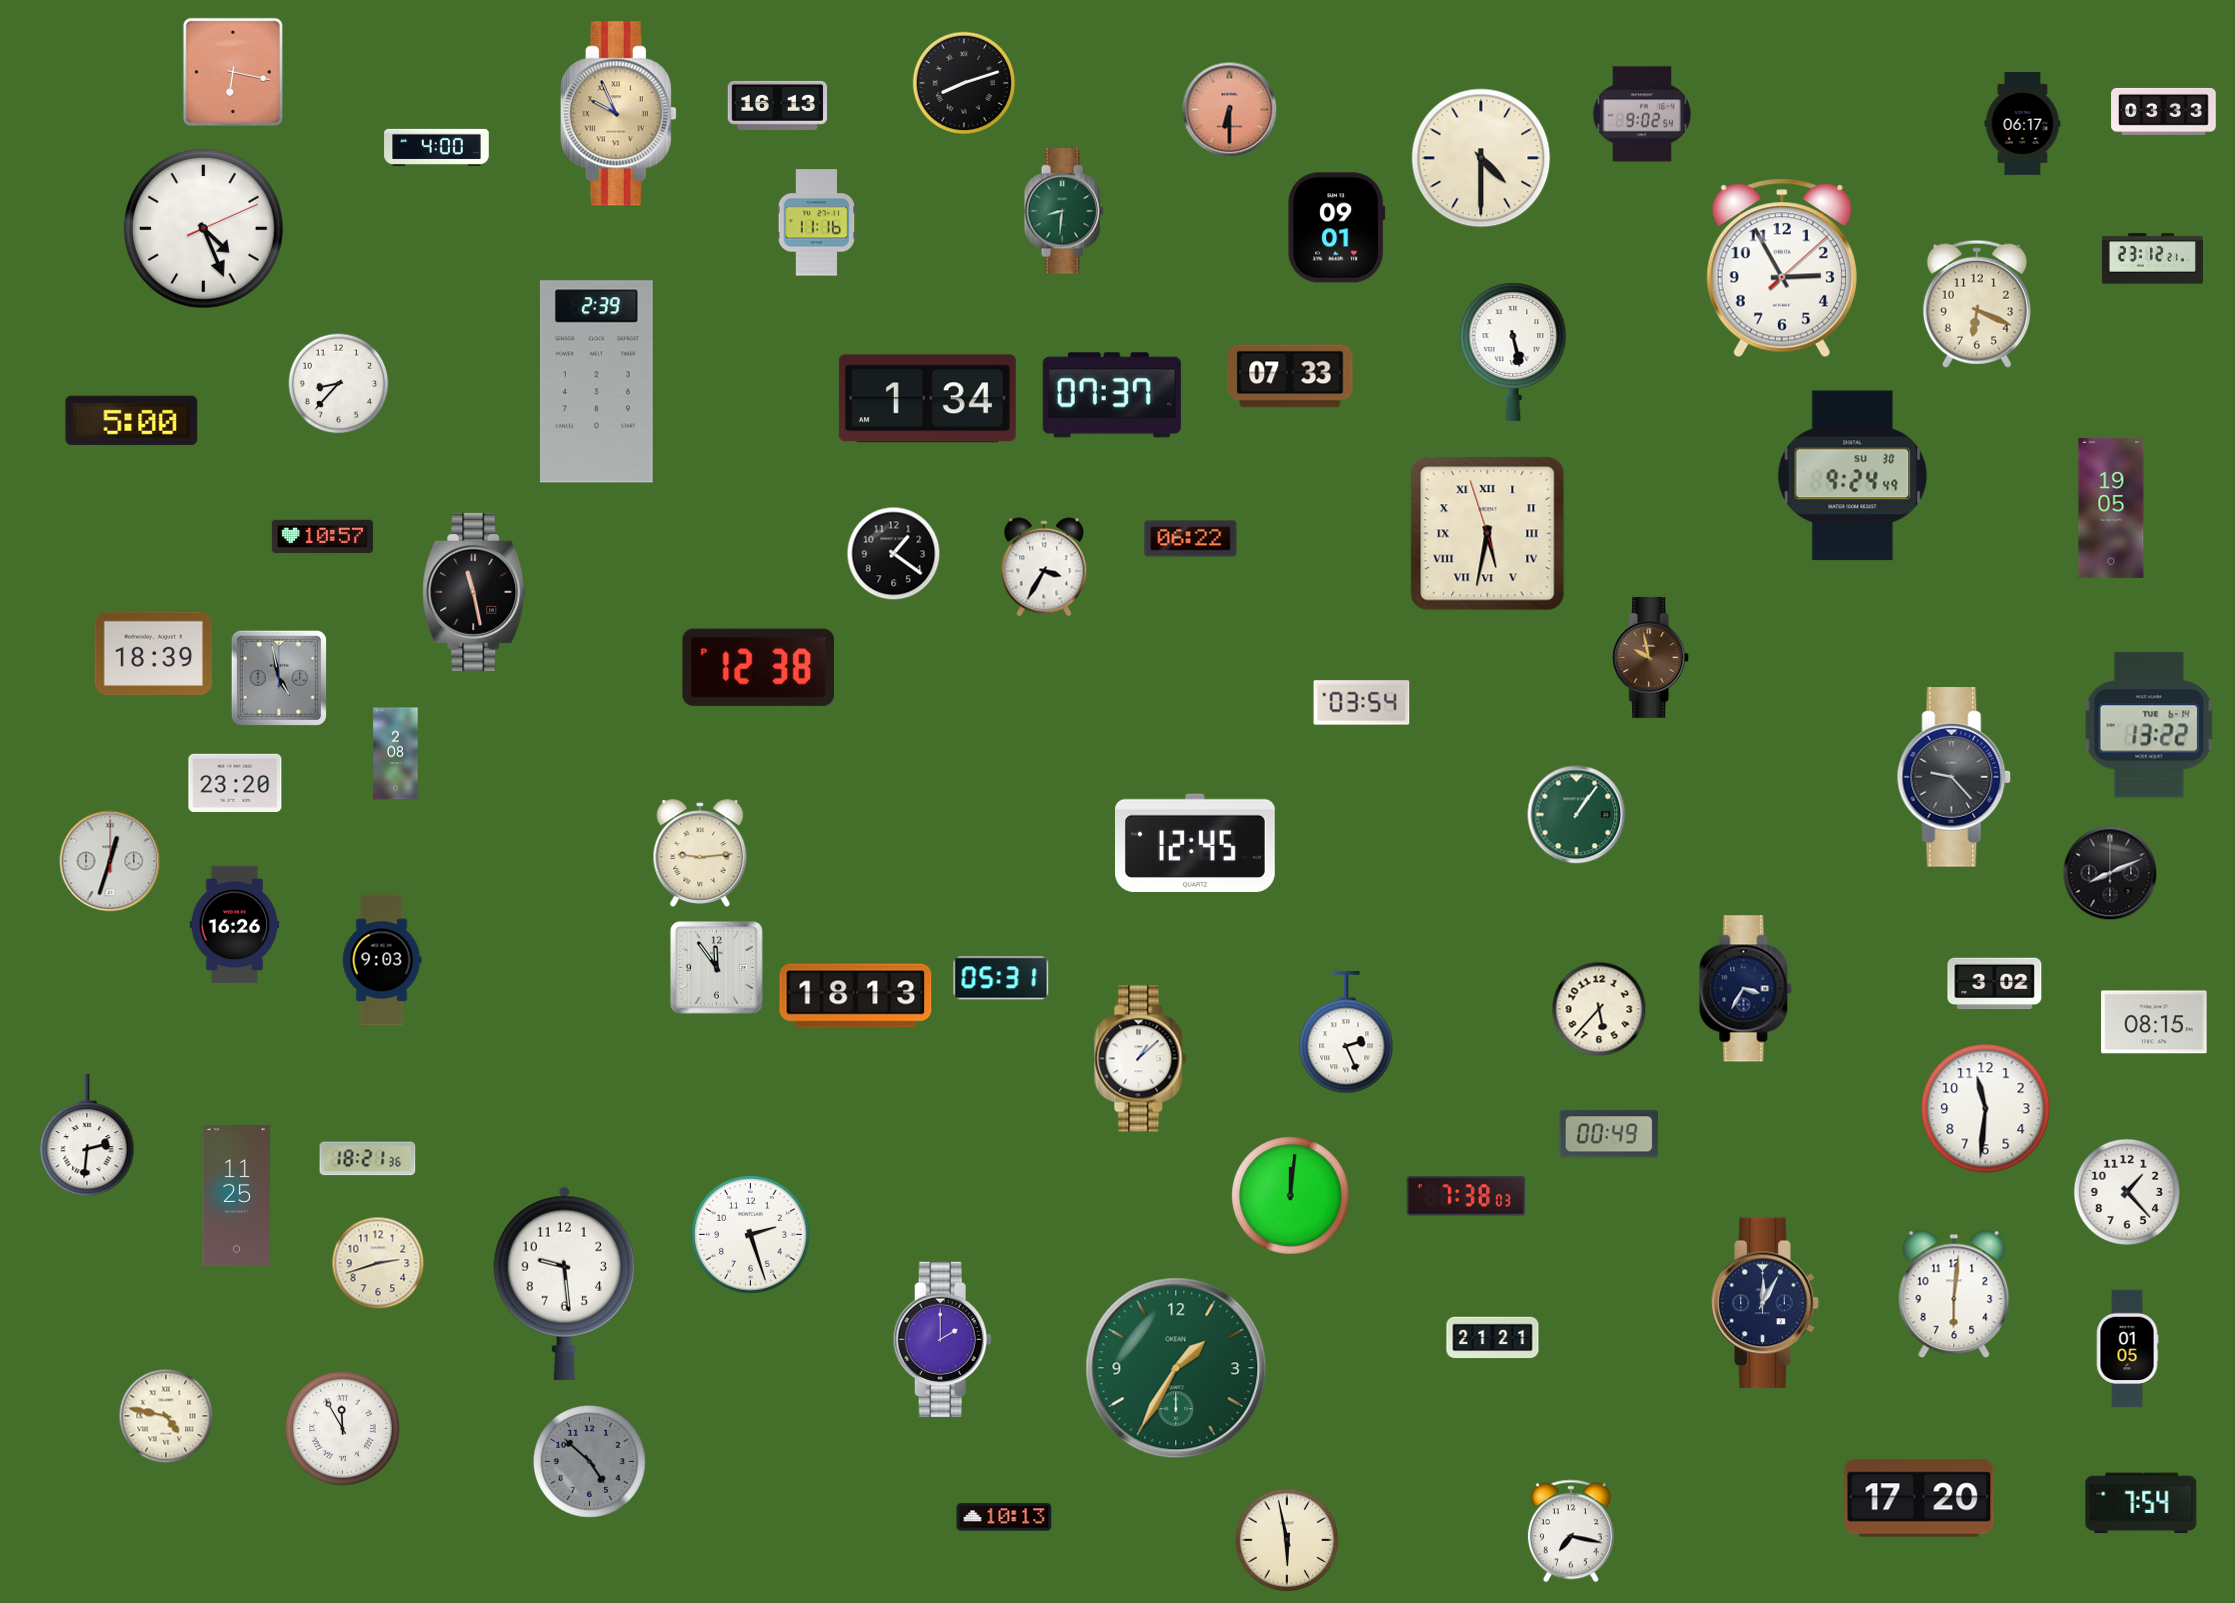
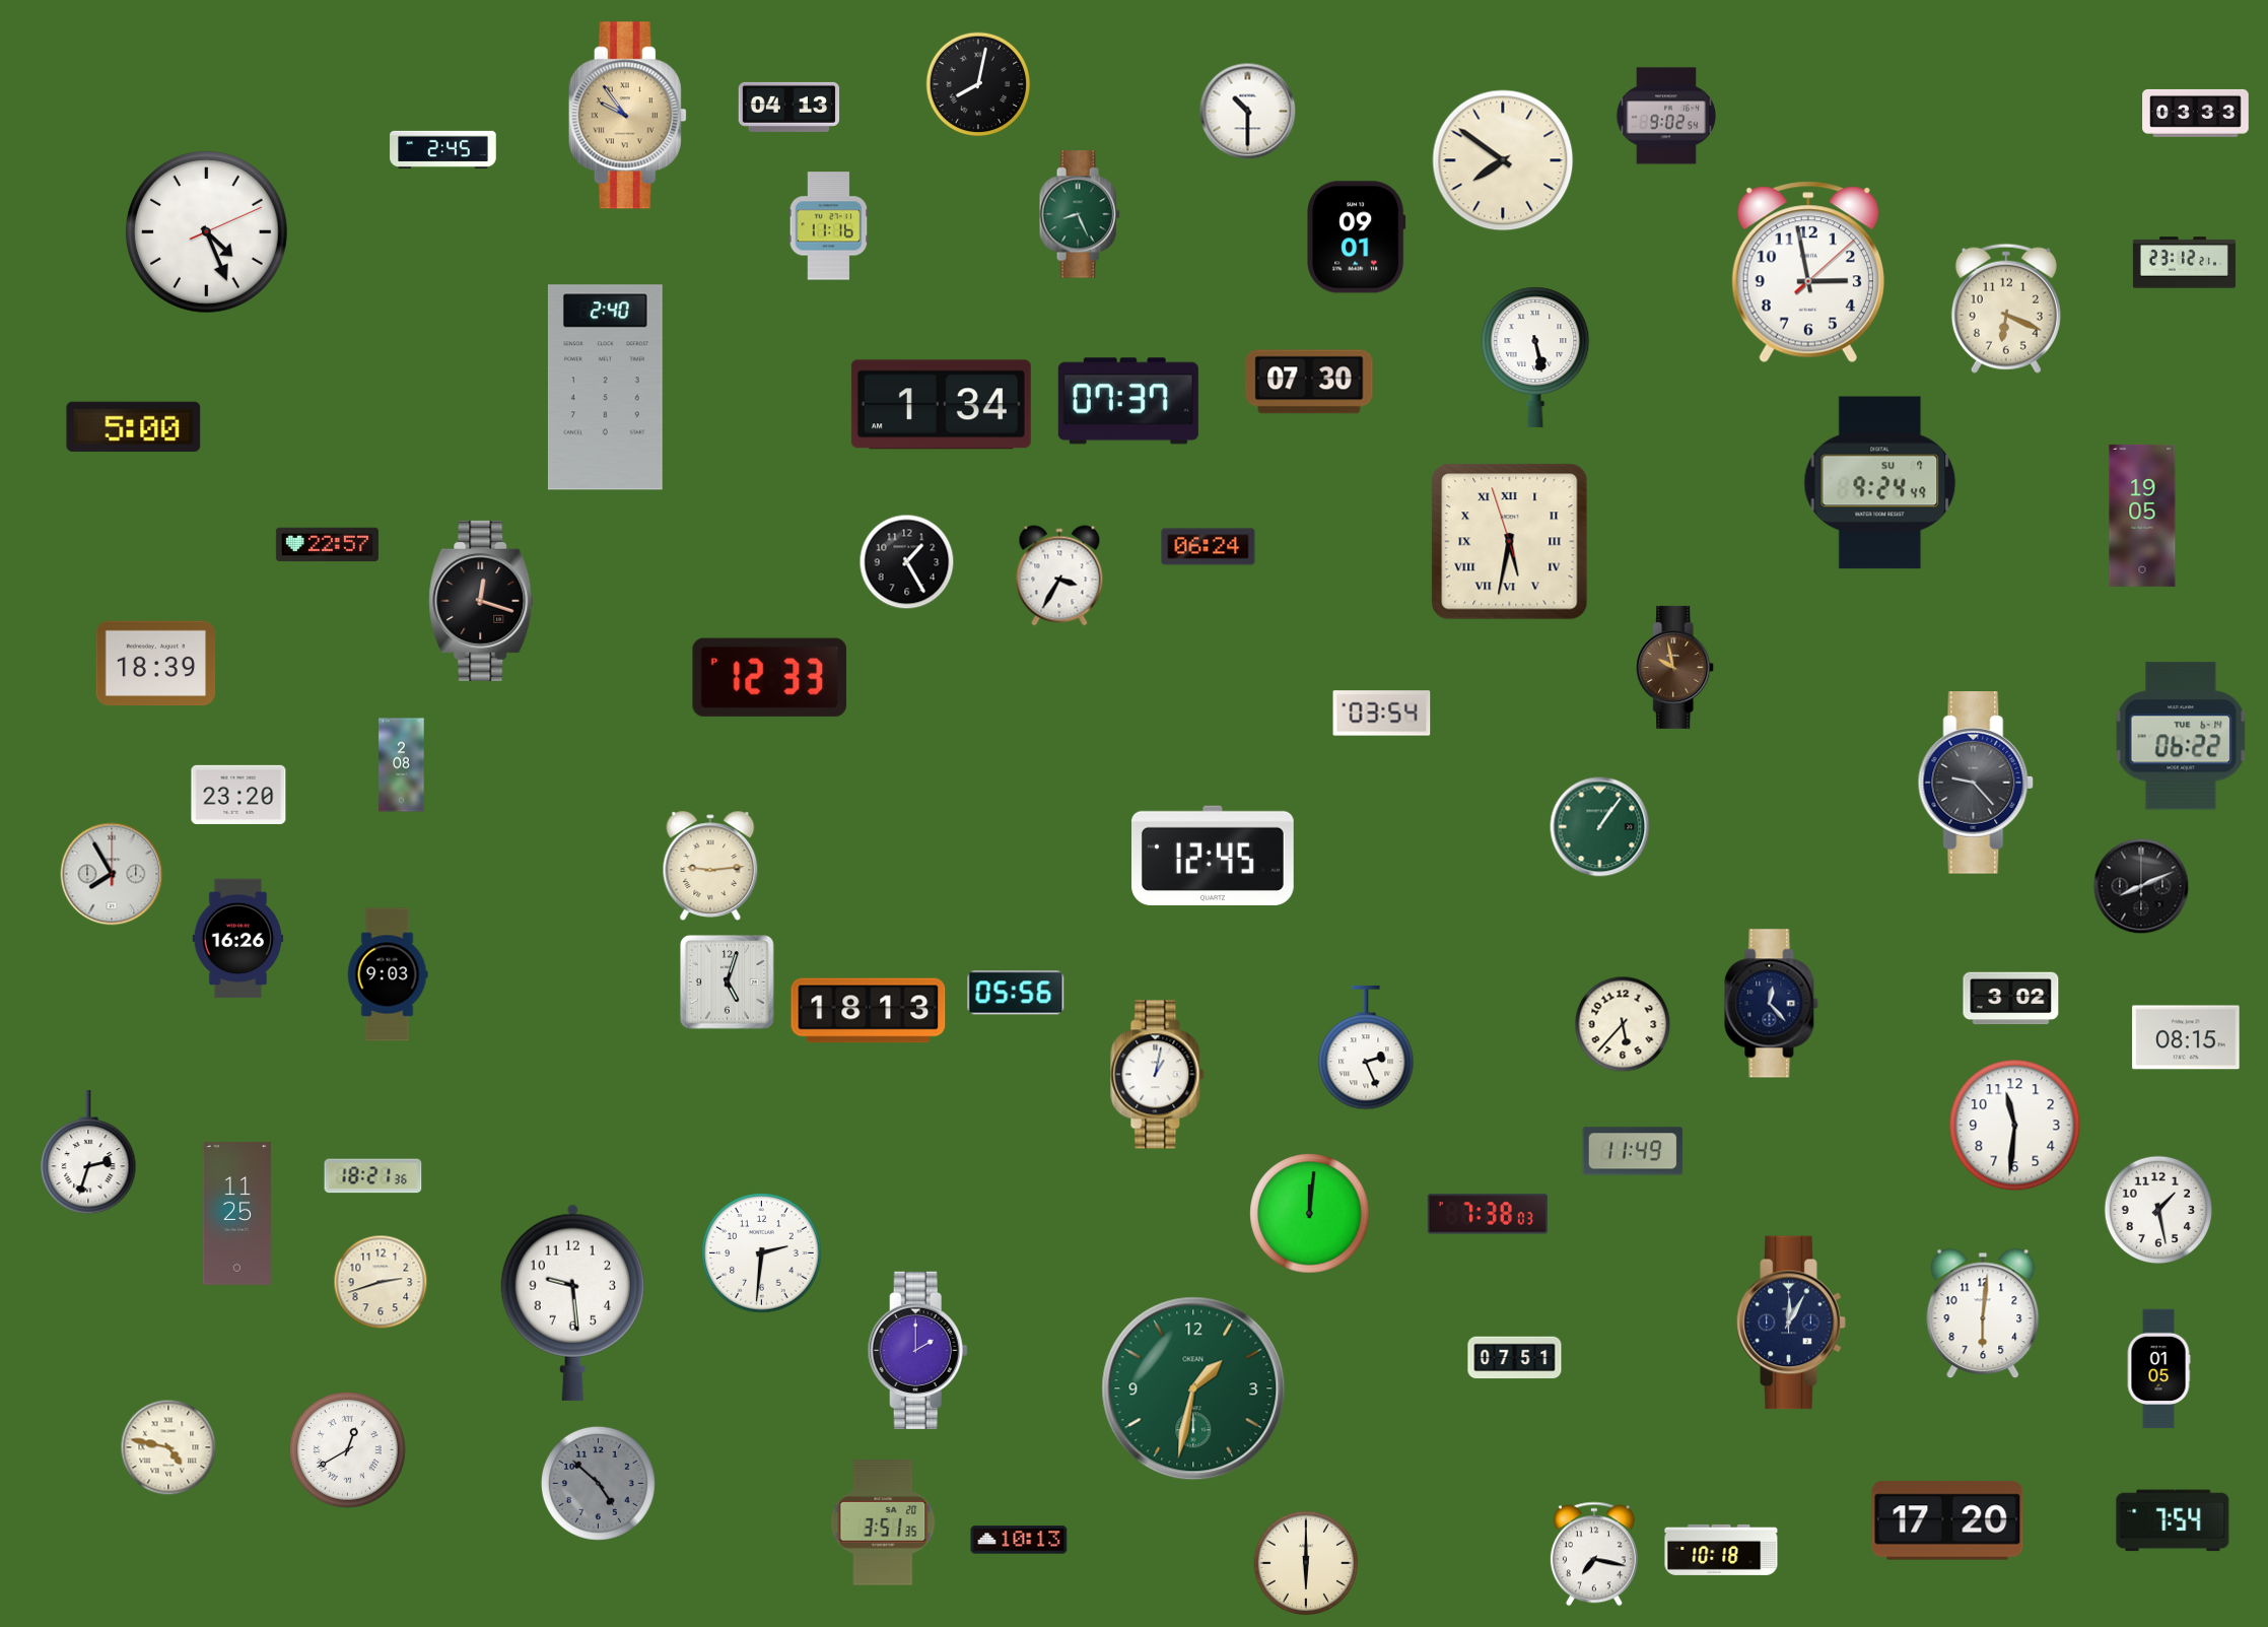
clock at (233, 72): 6:17 -> none
clock at (964, 83): 8:12 -> 8:02
clock at (778, 105): 16:13 -> 04:13
clock at (1230, 110): 6:30 -> 10:30
clock at (1230, 110) dial: salmon -> white
clock at (618, 114): 9:56 -> 9:54
clock at (2023, 123): 06:17 -> none
clock at (437, 147): 4:00 -> 2:45
clock at (1481, 158): 4:30 -> 7:51
clock at (1064, 211): 8:31 -> 8:26
clock at (1337, 228) position: (1337, 228) -> (1357, 238)
clock at (1782, 268): 2:55 -> 2:58
clock at (1290, 376): 07:33 -> 07:30
clock at (596, 382): 2:39 -> 2:40
clock at (339, 384): 8:37 -> none
clock at (1853, 476) date: SU 30 -> SU 7
clock at (322, 537): 10:57 -> 22:57
clock at (1191, 539): 06:22 -> 06:24
clock at (894, 554): 1:21 -> 1:25
clock at (474, 592): 11:28 -> 12:18
clock at (758, 667): 12:38 -> 12:33
clock at (278, 677): 4:58 -> none
clock at (2149, 725): 13:22 -> 06:22
clock at (1954, 777) position: (1954, 777) -> (1976, 783)
clock at (110, 861): 12:33 -> 7:55
clock at (717, 968): 11:54 -> 5:03
clock at (1001, 978): 05:31 -> 05:56
clock at (1995, 984) position: (1995, 984) -> (2011, 999)
clock at (1746, 989): 3:35 -> 12:23
clock at (1141, 1059): 1:08 -> 1:02
clock at (1609, 1134): 00:49 -> 11:49
clock at (87, 1135): 2:31 -> 2:33
clock at (2127, 1192): 1:23 -> 1:28
clock at (237, 1196) position: (237, 1196) -> (237, 1214)
clock at (751, 1235): 2:27 -> 2:31
clock at (378, 1263) position: (378, 1263) -> (381, 1282)
clock at (1493, 1338): 21:21 -> 07:51
clock at (942, 1339) position: (942, 1339) -> (917, 1350)
clock at (1176, 1368): 1:35 -> 1:32
clock at (166, 1416) position: (166, 1416) -> (168, 1447)
clock at (343, 1429): 11:55 -> 12:40
clock at (883, 1522): none -> 3:51
clock at (2141, 1503) position: (2141, 1503) -> (2173, 1520)
clock at (1721, 1550): none -> 10:18
clock at (1287, 1540): 5:58 -> 6:00
